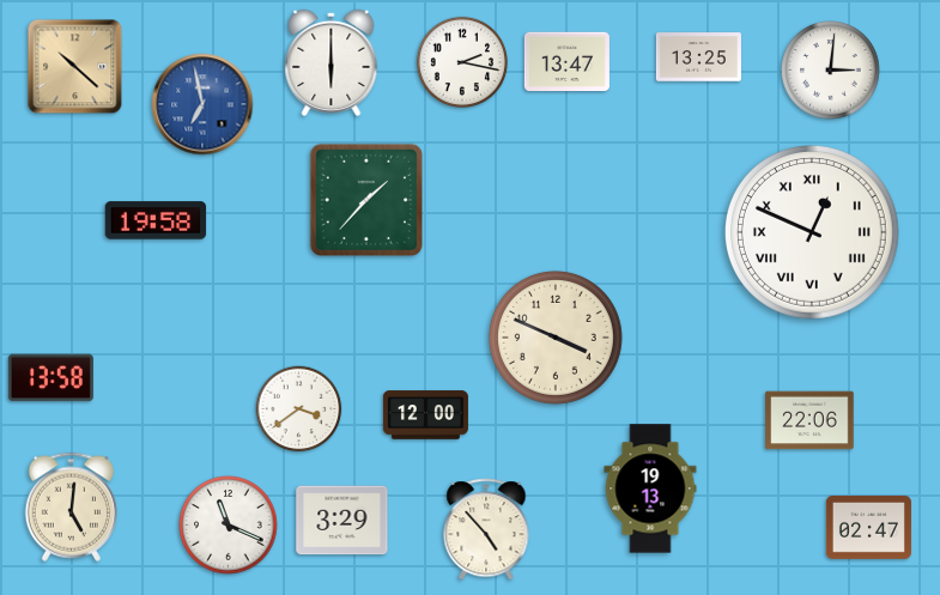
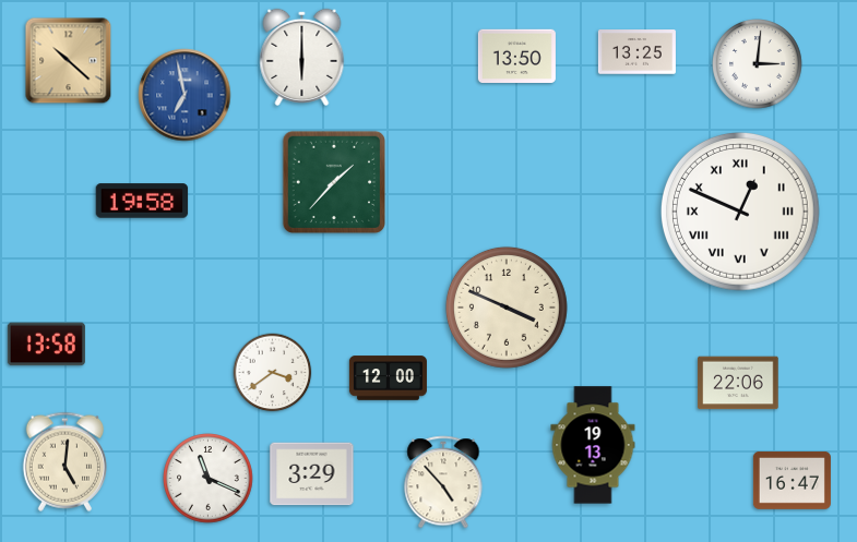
clock at (461, 61): 2:17 -> none
clock at (566, 62): 13:47 -> 13:50
clock at (868, 527): 02:47 -> 16:47
